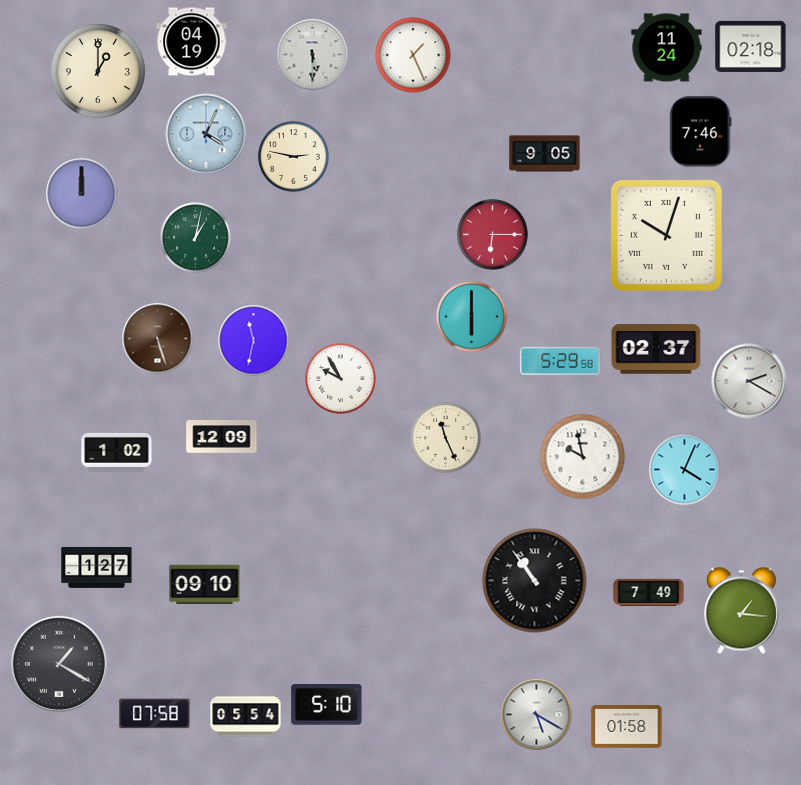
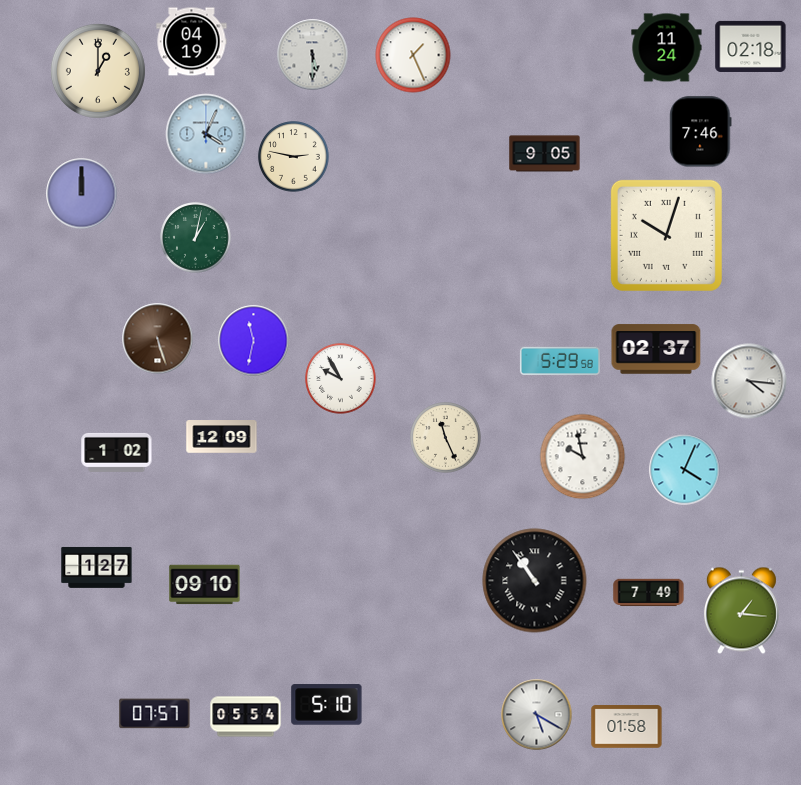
clock at (493, 235): 6:15 -> none
clock at (472, 317): 6:00 -> none
clock at (749, 381): 2:20 -> 4:16
clock at (59, 664): 1:20 -> none
clock at (155, 714): 07:58 -> 07:57
